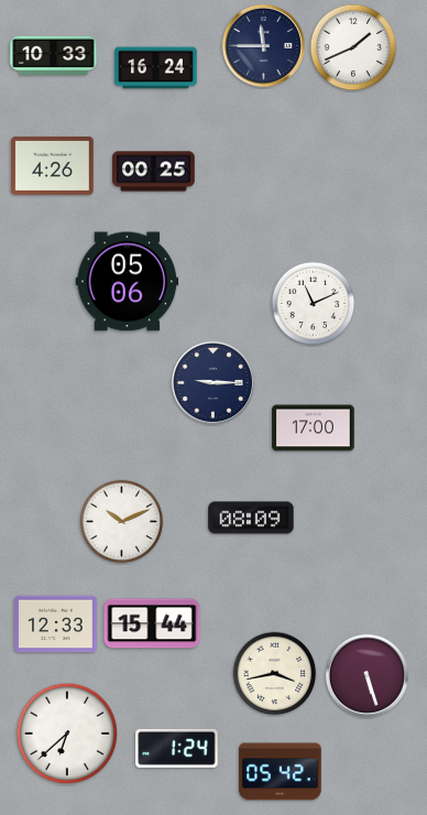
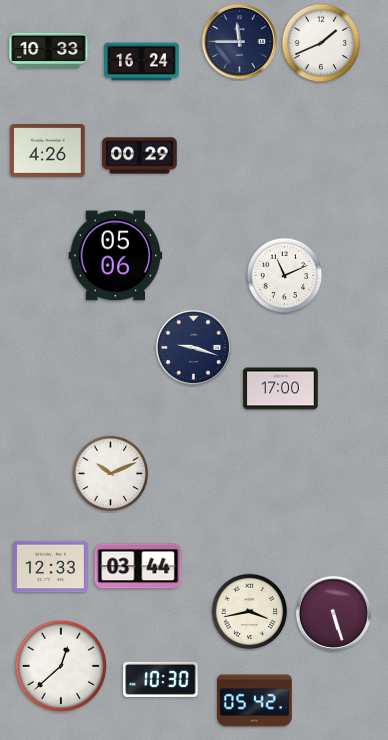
clock at (154, 172): 00:25 -> 00:29
clock at (212, 382): 9:15 -> 9:18
clock at (314, 428) position: (314, 428) -> (281, 389)
clock at (251, 518): 08:09 -> none
clock at (152, 623): 15:44 -> 03:44
clock at (67, 733): 6:38 -> 12:38
clock at (177, 748): 1:24 -> 10:30
